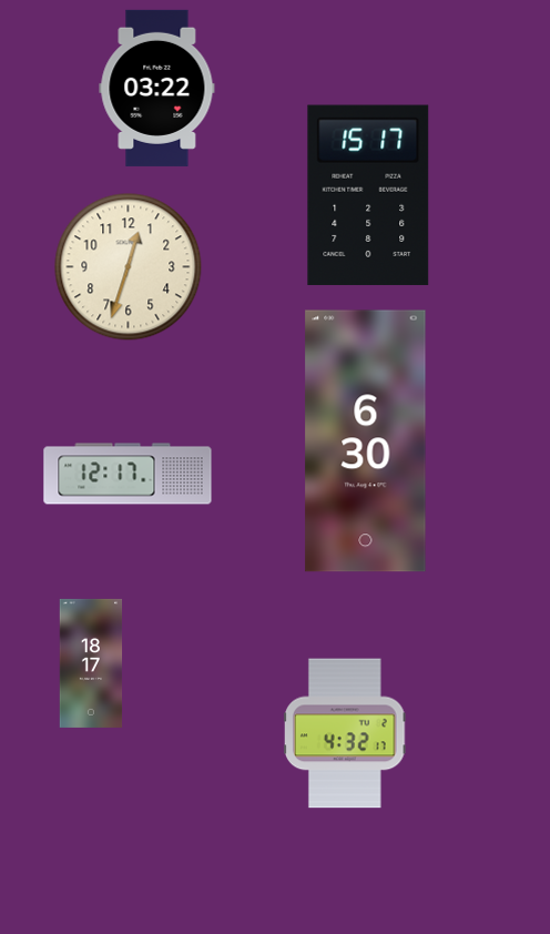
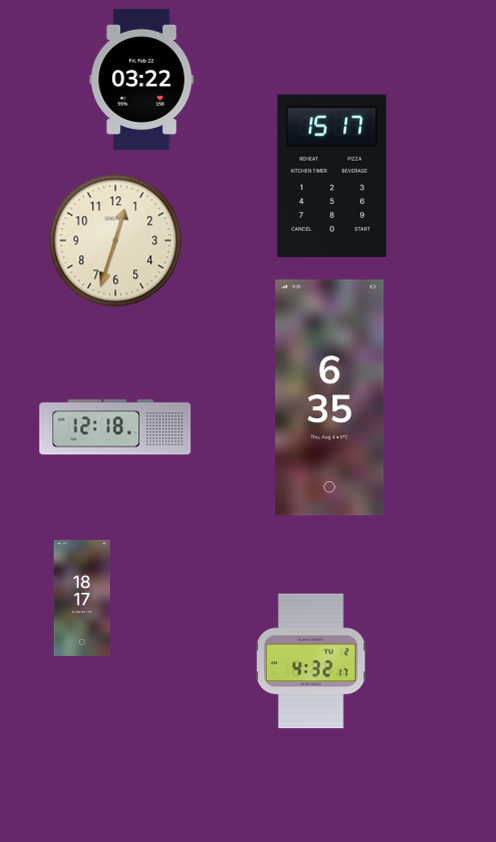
clock at (366, 441): 6:30 -> 6:35
clock at (128, 474): 12:17 -> 12:18
